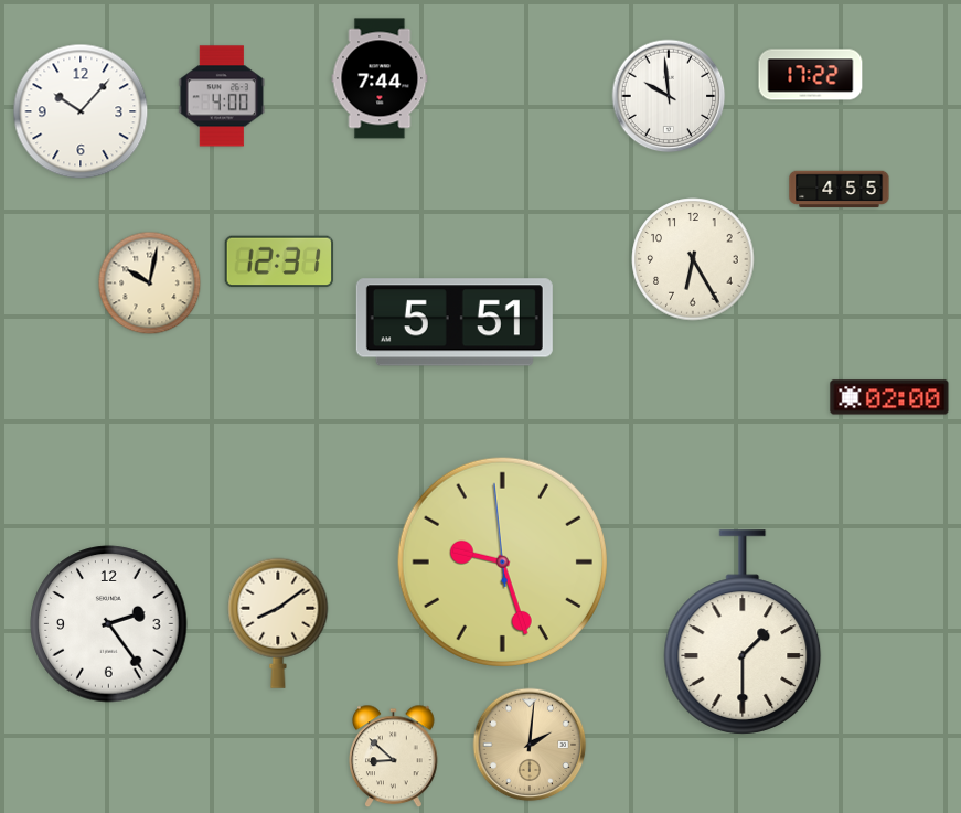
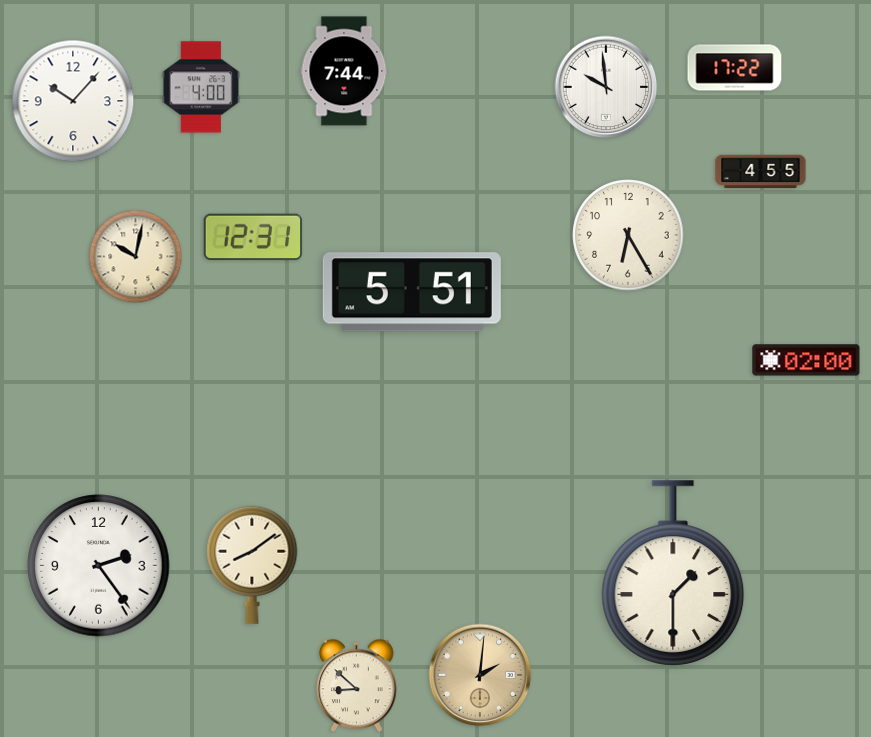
clock at (502, 561): 9:26 -> none
